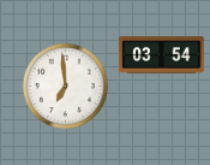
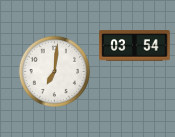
clock at (65, 86): 6:59 -> 7:01
